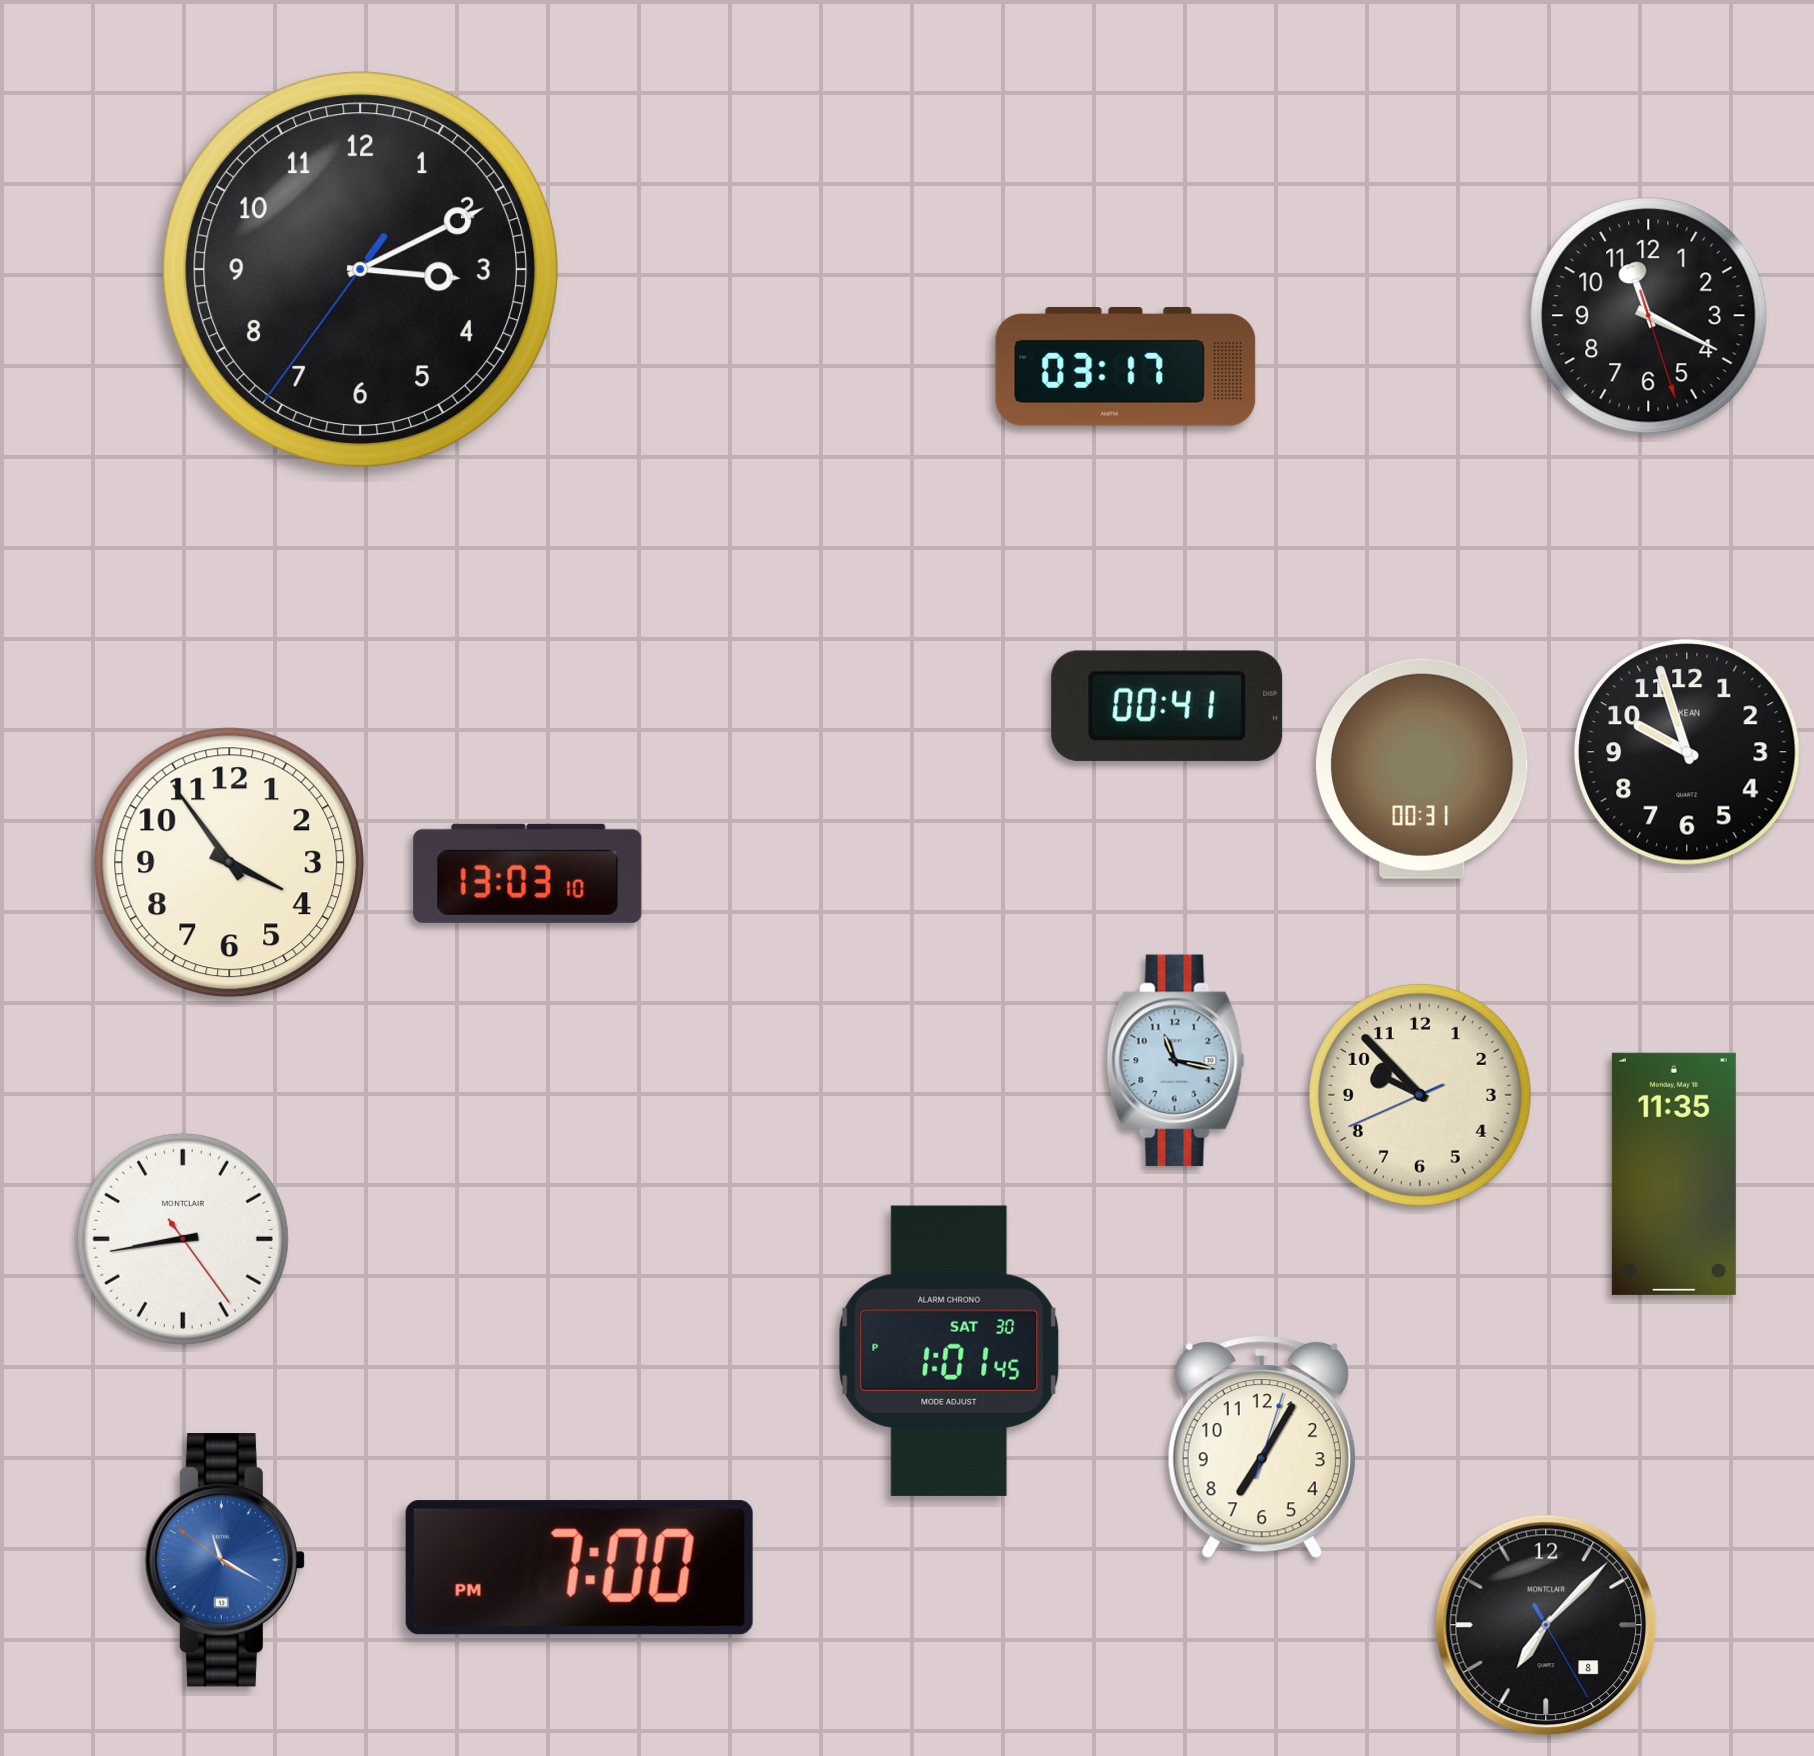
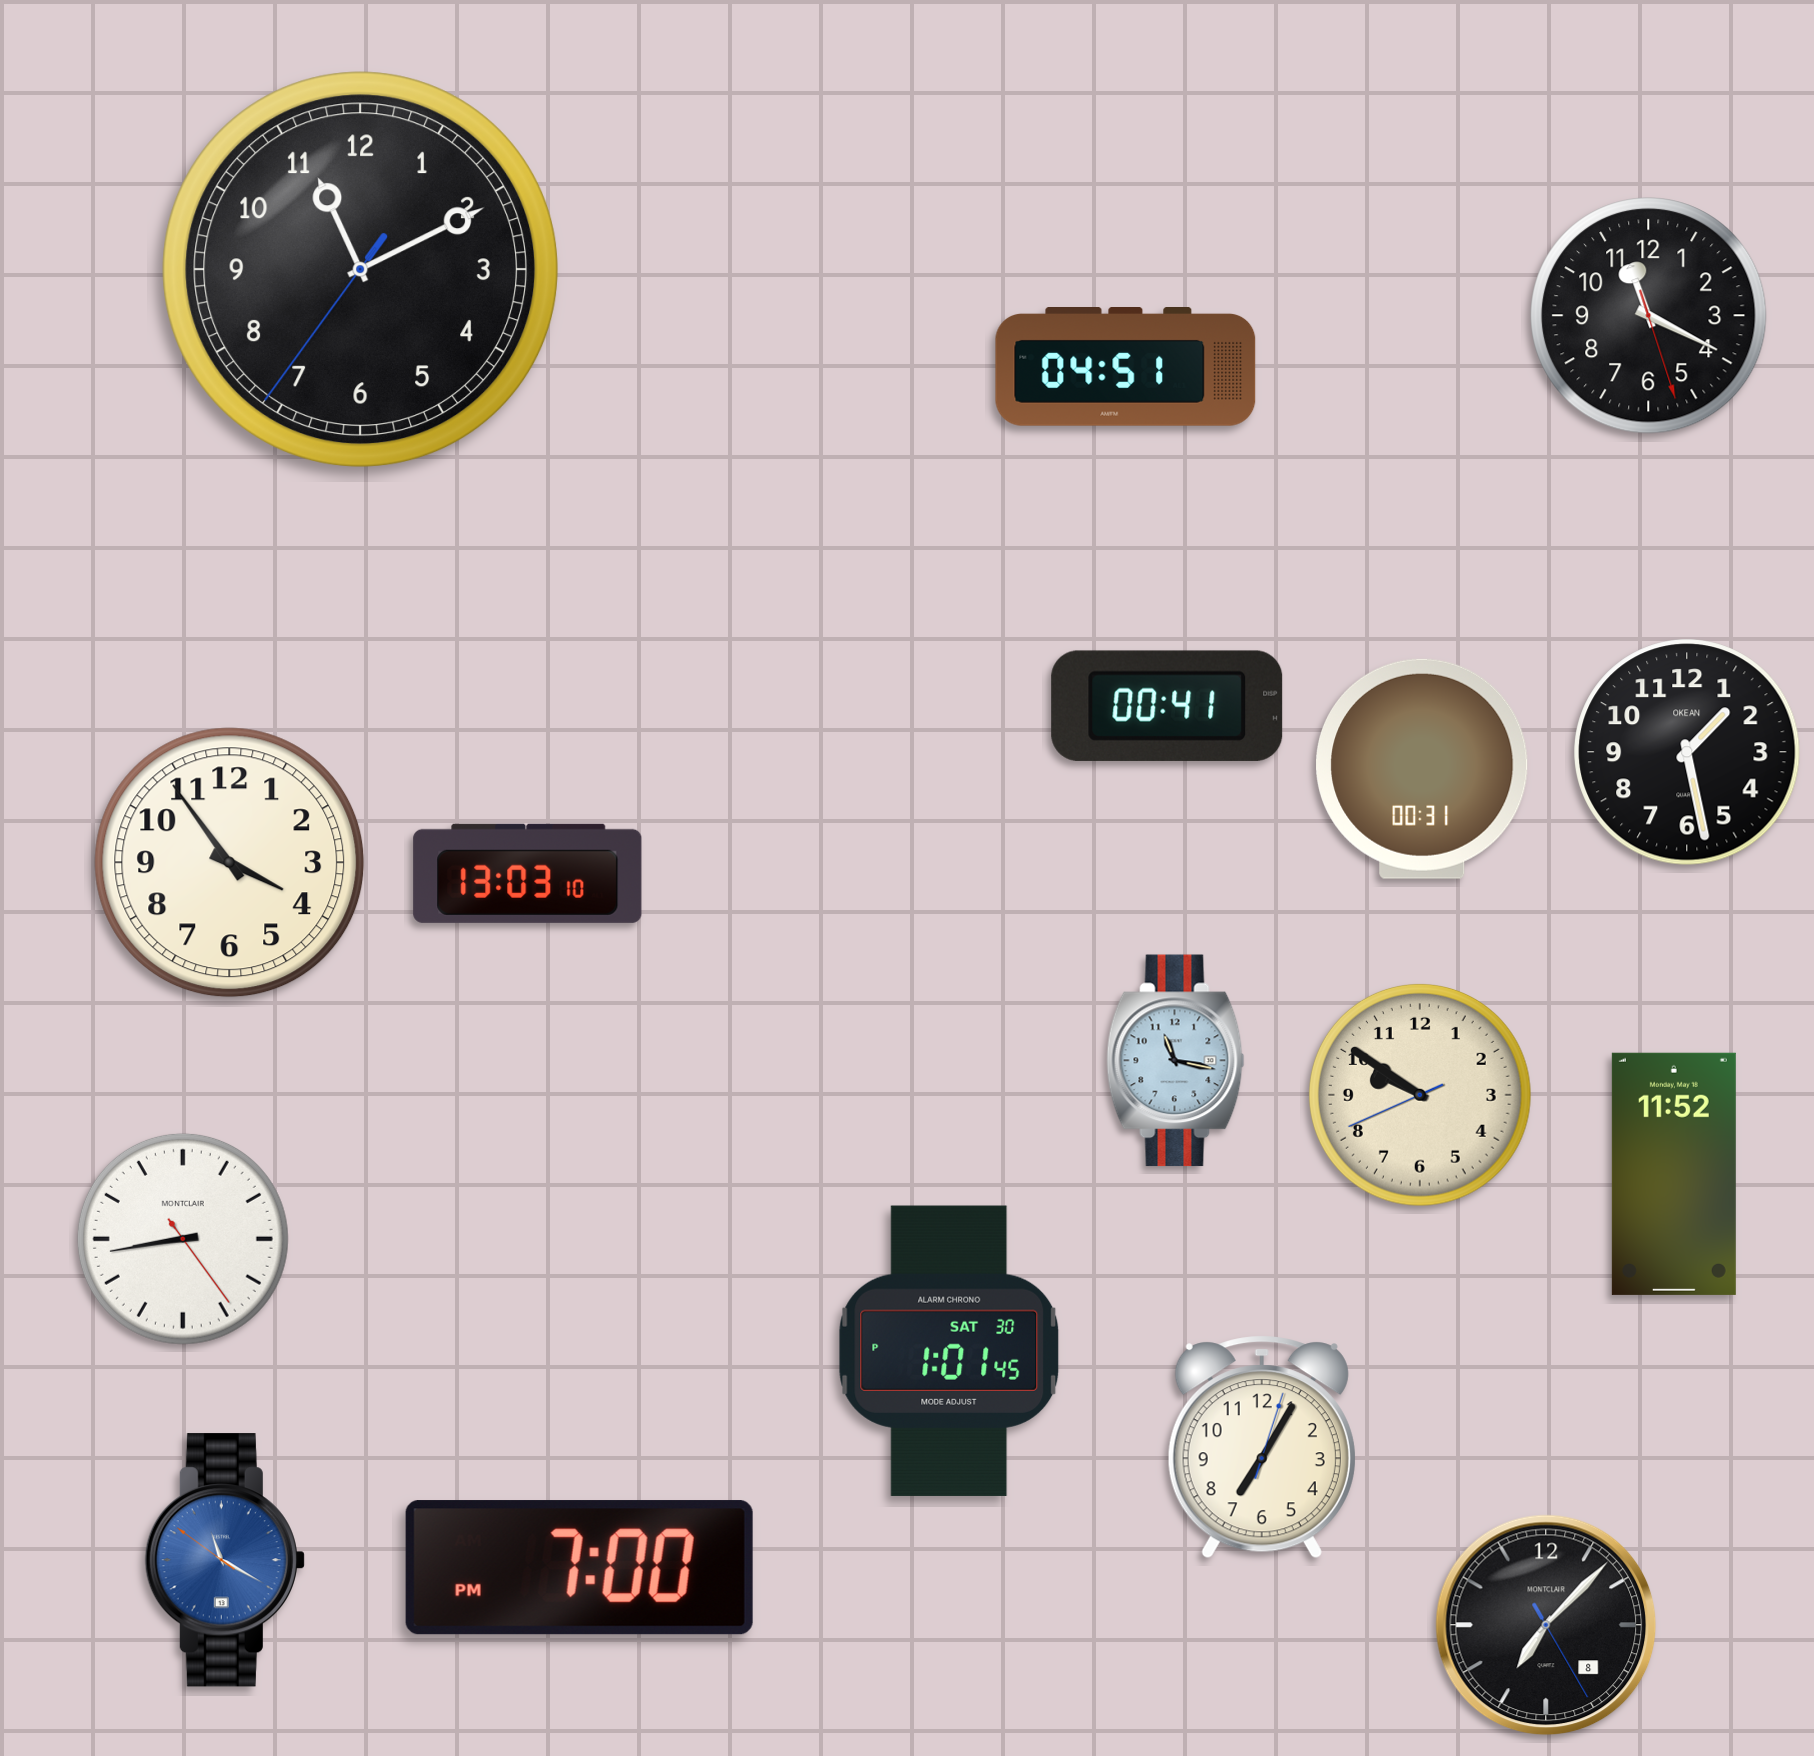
clock at (361, 270): 3:10 -> 11:10
clock at (1126, 367): 03:17 -> 04:51
clock at (1687, 752): 9:57 -> 1:28
clock at (1420, 1095): 9:52 -> 9:50
clock at (1674, 1174): 11:35 -> 11:52
